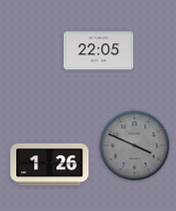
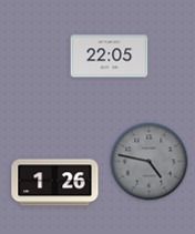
clock at (135, 146): 3:49 -> 4:47
